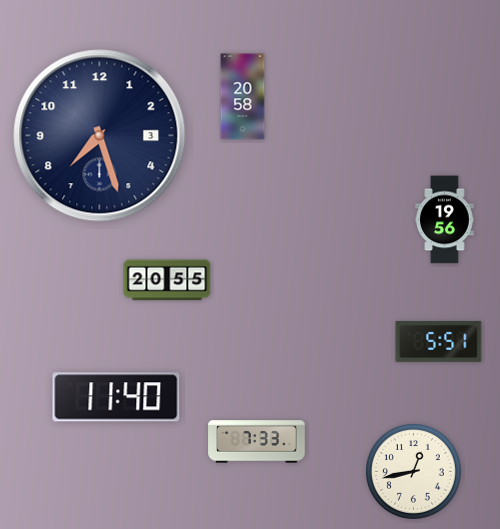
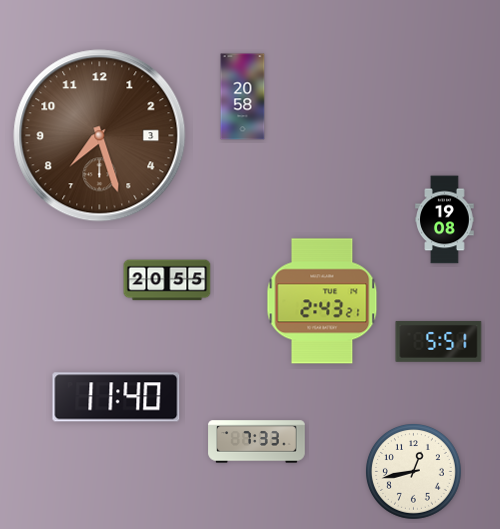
clock at (100, 136) dial: navy -> brown
clock at (445, 220): 19:56 -> 19:08
clock at (322, 301): none -> 2:43
